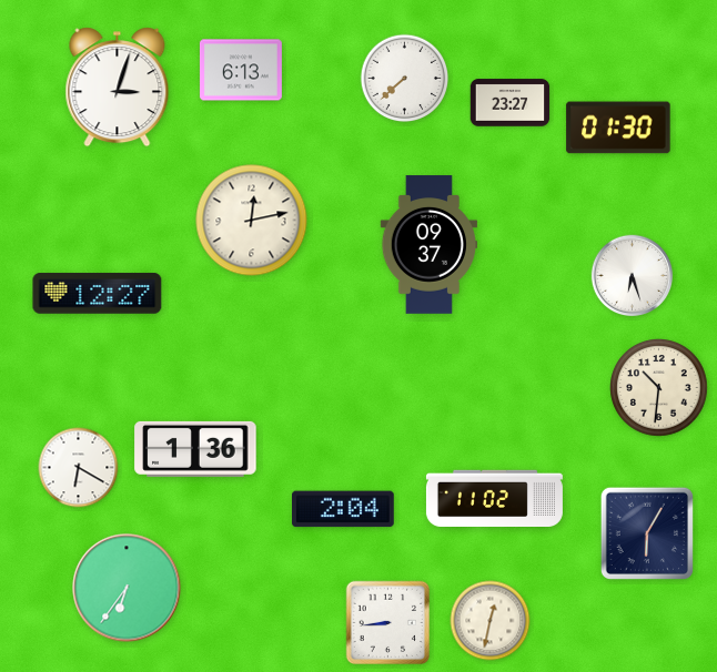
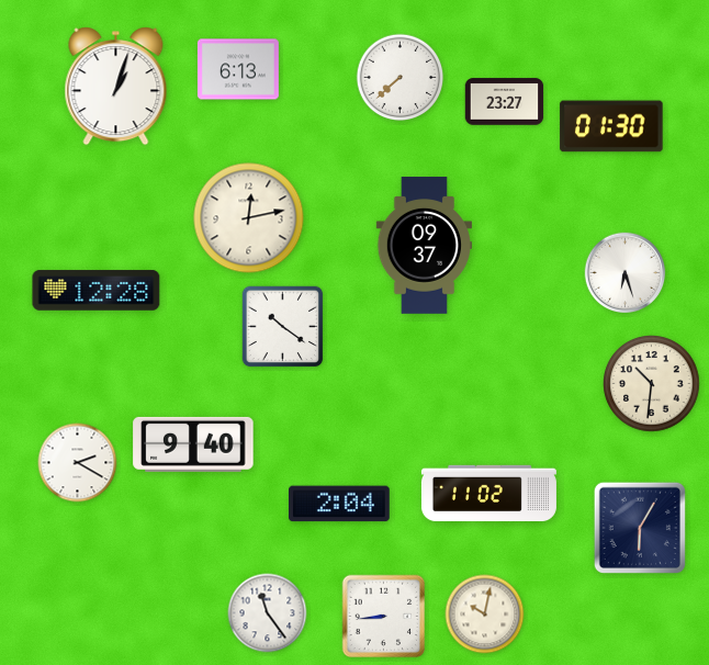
clock at (118, 88): 3:03 -> 1:03
clock at (428, 245) position: (428, 245) -> (424, 246)
clock at (98, 294): 12:27 -> 12:28
clock at (283, 327): none -> 10:21
clock at (195, 449): 1:36 -> 9:40
clock at (79, 468): 6:20 -> 2:20
clock at (127, 588): 6:36 -> none
clock at (268, 613): none -> 11:24
clock at (491, 621): 12:32 -> 10:02
